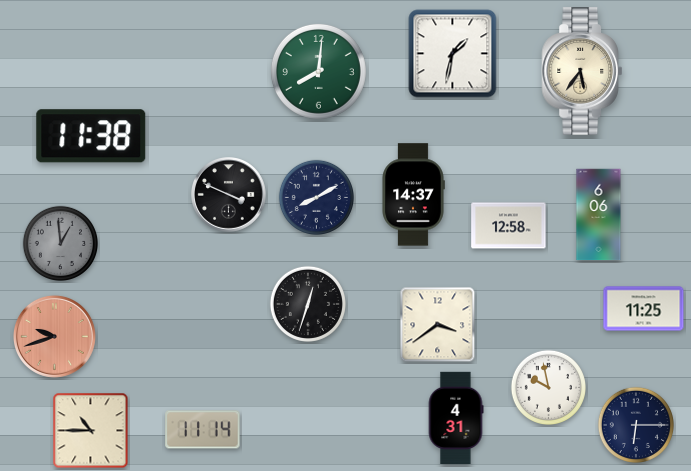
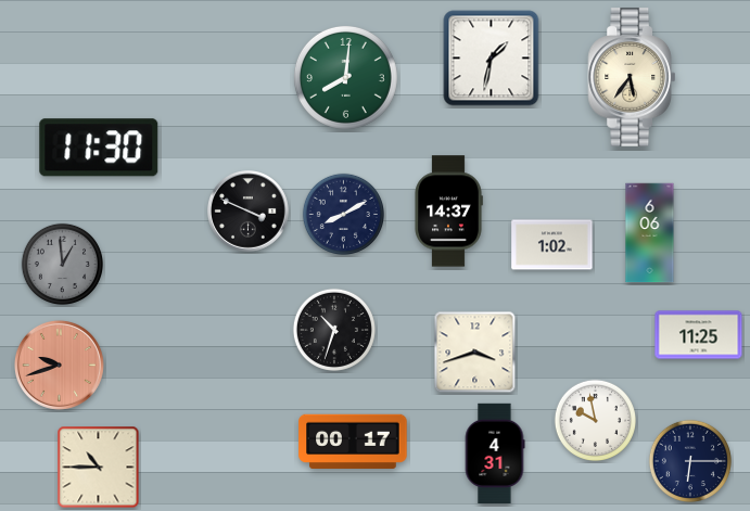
clock at (91, 136): 11:38 -> 11:30
clock at (509, 226): 12:58 -> 1:02
clock at (60, 243) position: (60, 243) -> (62, 264)
clock at (308, 304): 12:33 -> 10:33
clock at (438, 325): 3:39 -> 3:42
clock at (353, 440): none -> 00:17
clock at (203, 430): 11:14 -> none
